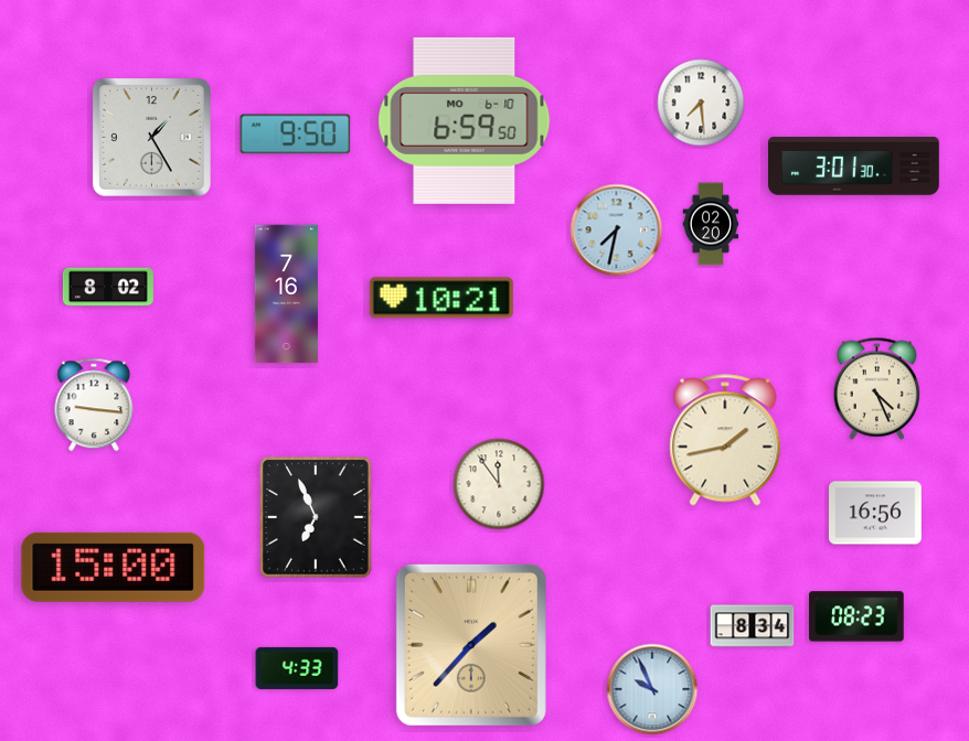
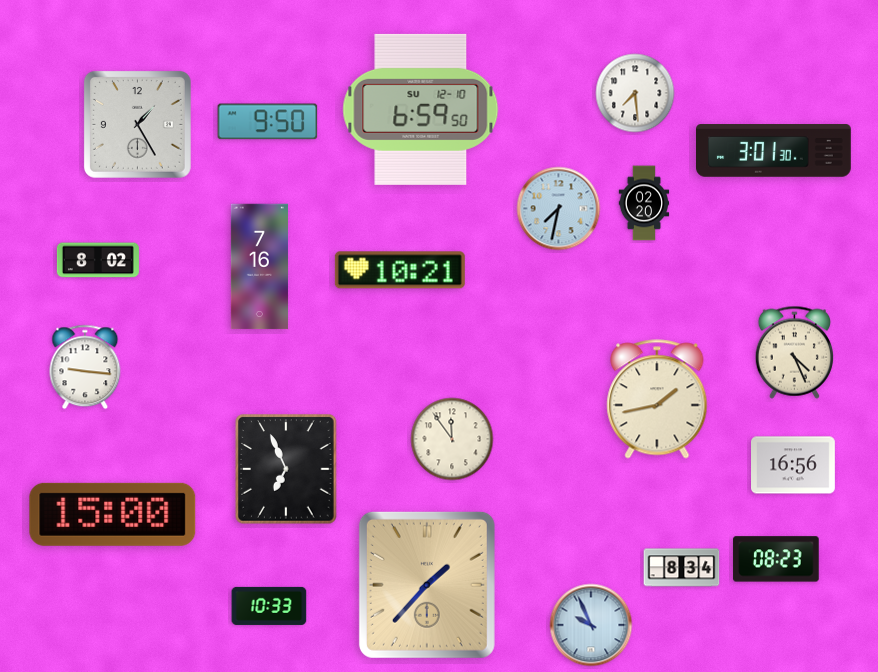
clock at (465, 120) date: MO 6-10 -> SU 12-10
clock at (114, 567) position: (114, 567) -> (113, 514)
clock at (297, 668): 4:33 -> 10:33
